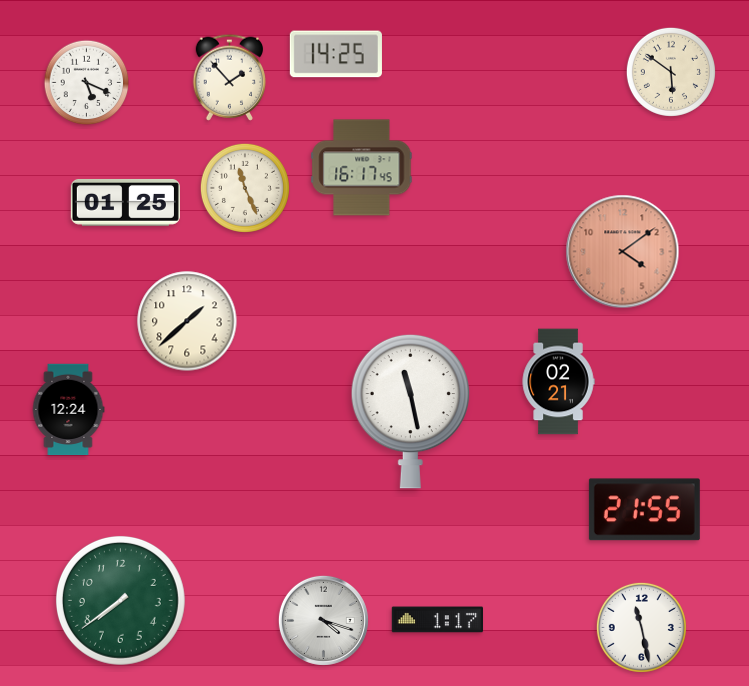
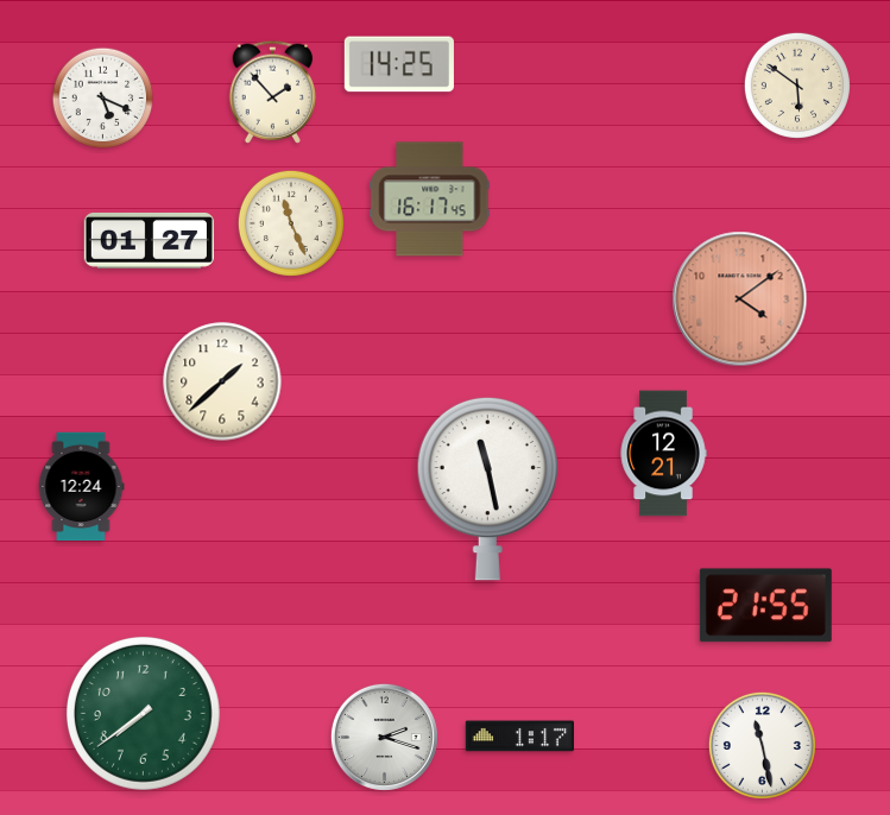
clock at (125, 202): 01:25 -> 01:27
clock at (558, 382): 02:21 -> 12:21
clock at (323, 620): 4:18 -> 2:18
